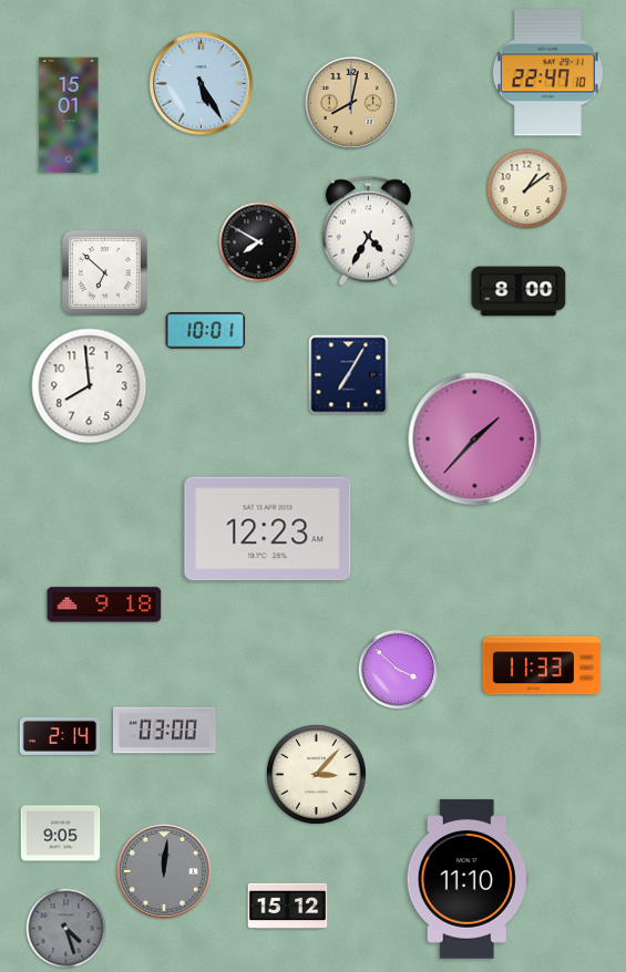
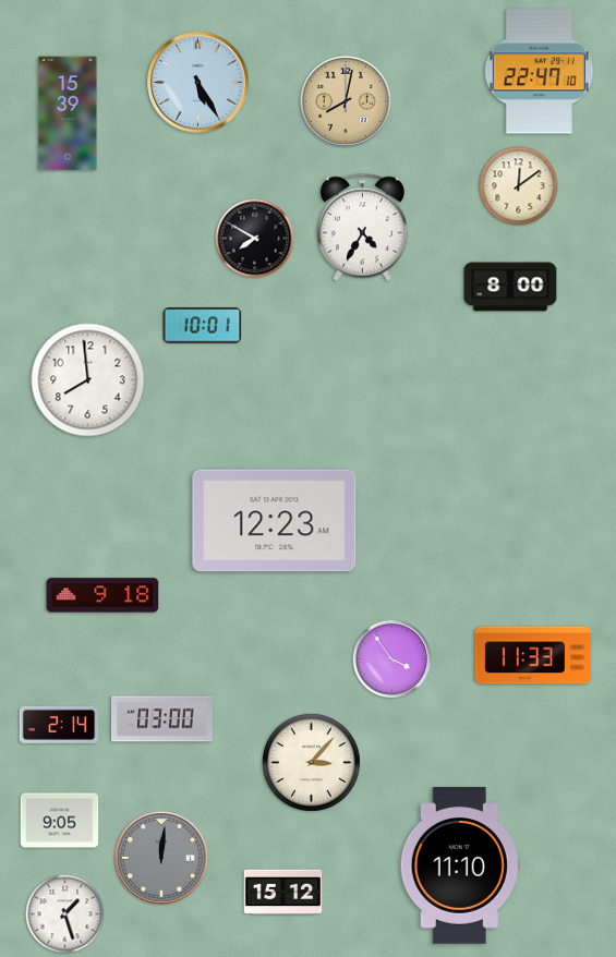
clock at (69, 115): 15:01 -> 15:39
clock at (527, 189): 1:09 -> 12:09
clock at (105, 273): 6:52 -> none
clock at (349, 375): 7:05 -> none
clock at (475, 440): 1:37 -> none
clock at (268, 529) position: (268, 529) -> (275, 521)
clock at (399, 670): 3:52 -> 3:54
clock at (66, 929): 4:27 -> 1:27
clock at (66, 929) dial: grey -> white
